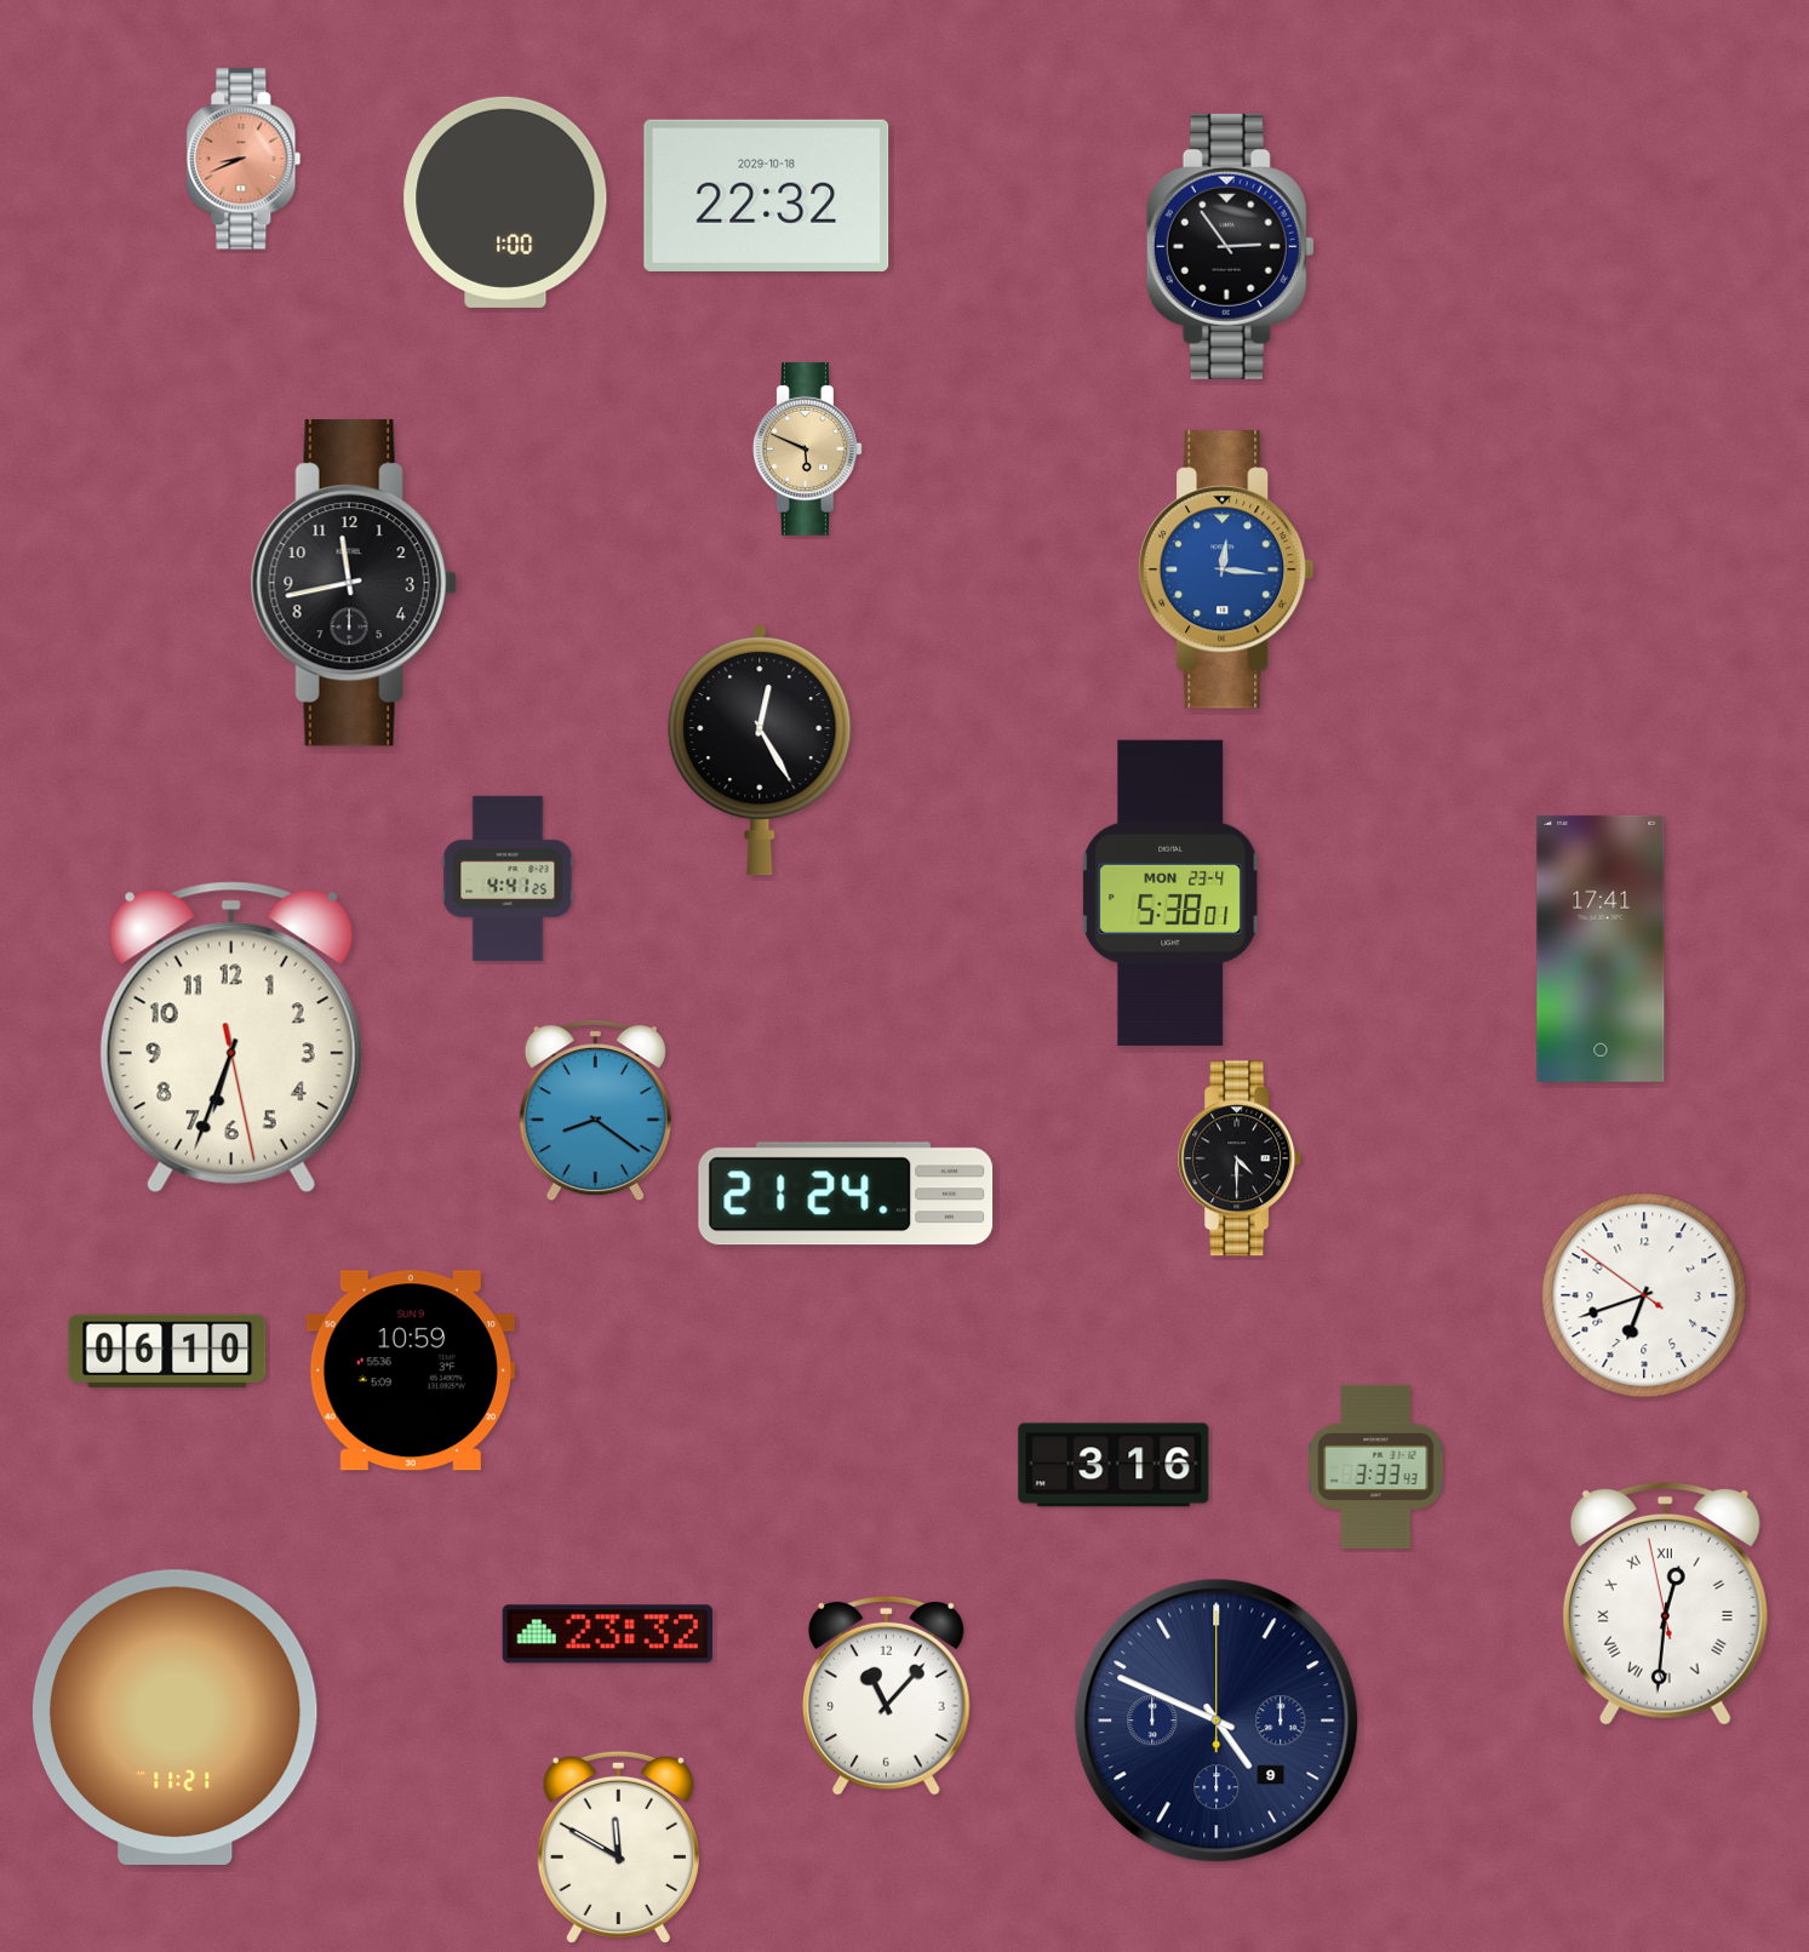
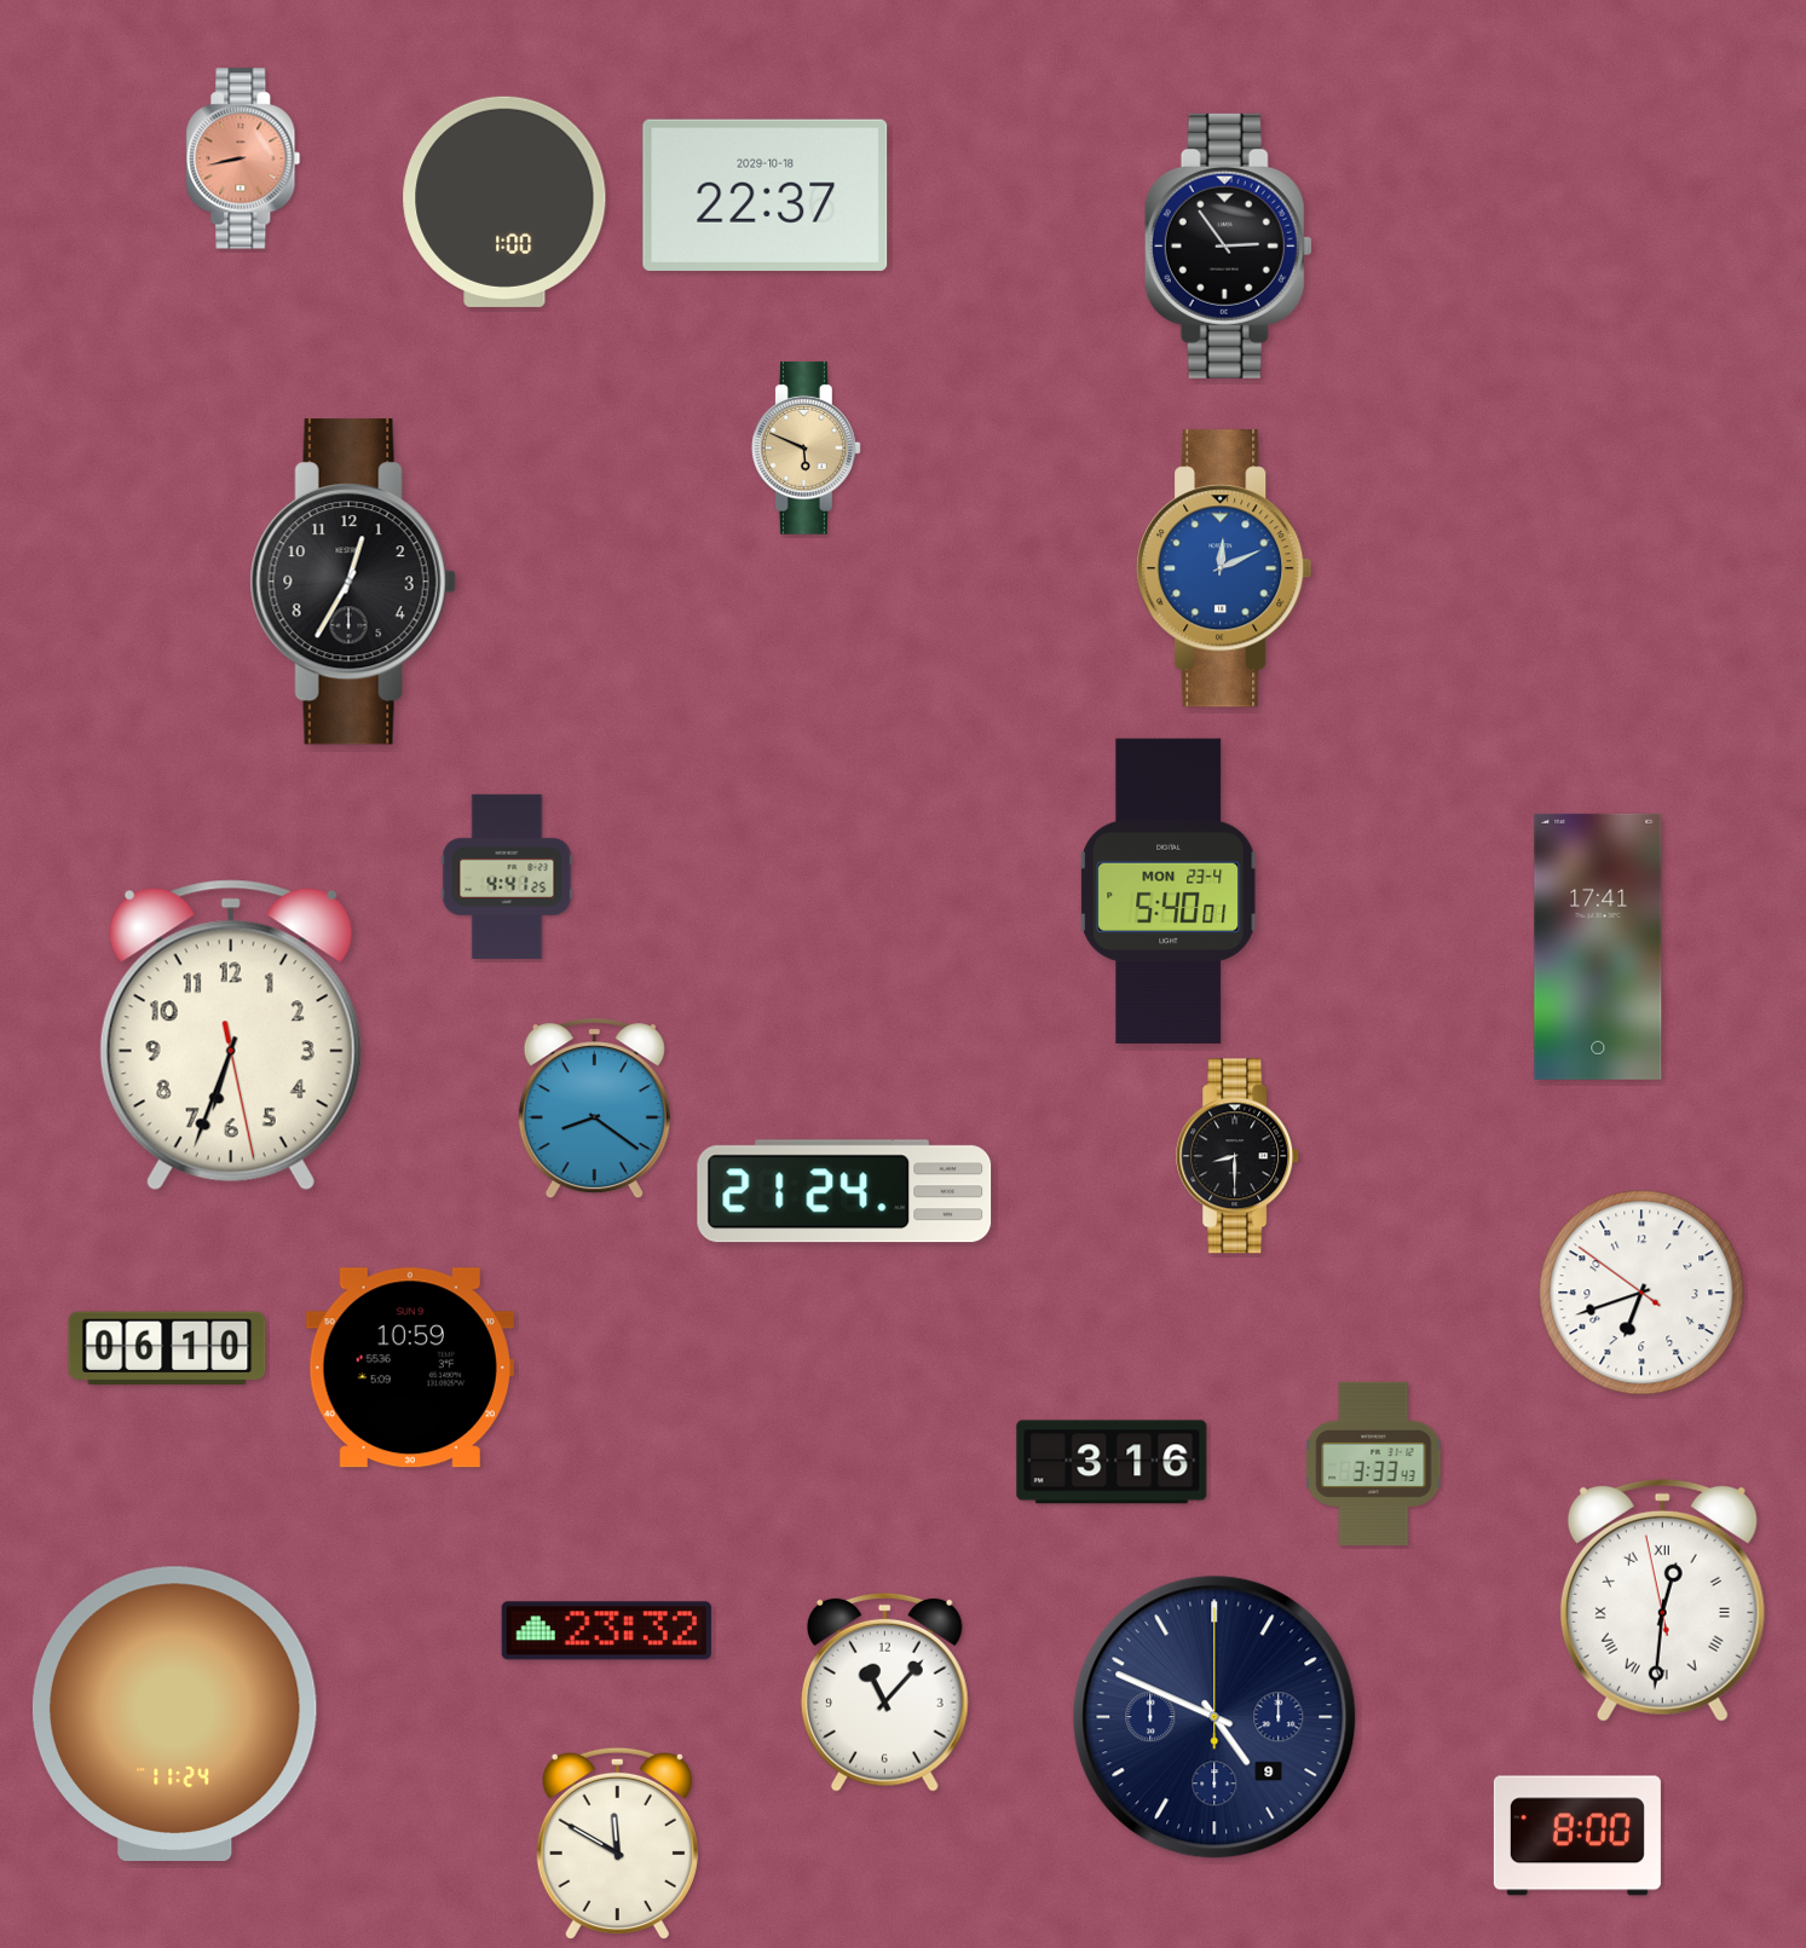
clock at (244, 159): 8:41 -> 8:43
clock at (767, 195): 22:32 -> 22:37
clock at (1226, 569): 12:16 -> 12:11
clock at (354, 583): 11:43 -> 12:35
clock at (760, 750): 12:25 -> none
clock at (1170, 893): 5:38 -> 5:40
clock at (1241, 1158): 4:30 -> 8:30
clock at (174, 1717): 11:21 -> 11:24
clock at (1577, 1836): none -> 8:00
